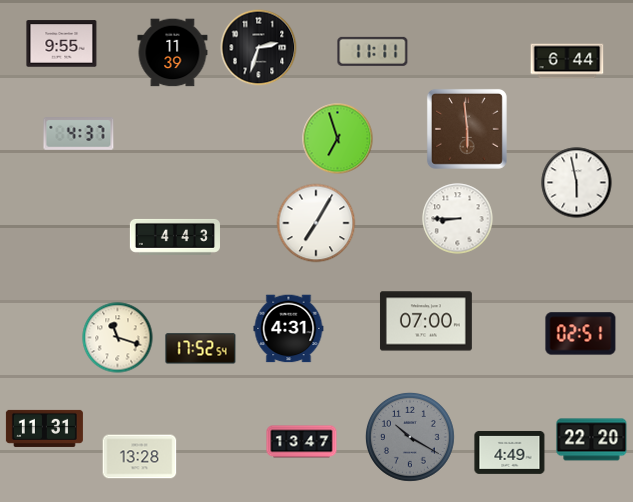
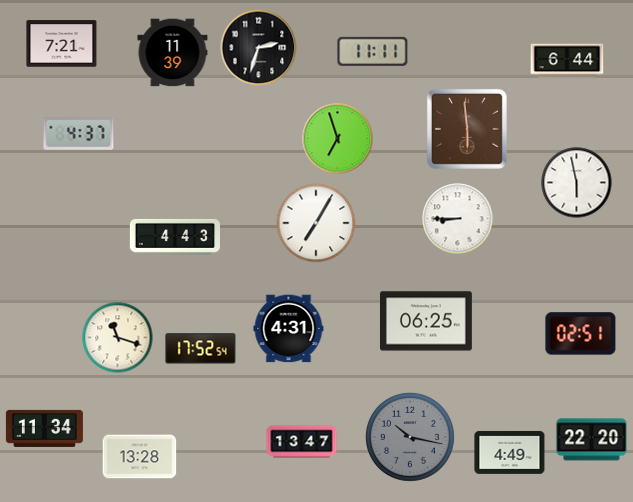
clock at (62, 44): 9:55 -> 7:21
clock at (426, 321): 07:00 -> 06:25
clock at (44, 428): 11:31 -> 11:34
clock at (410, 437): 10:20 -> 10:17
